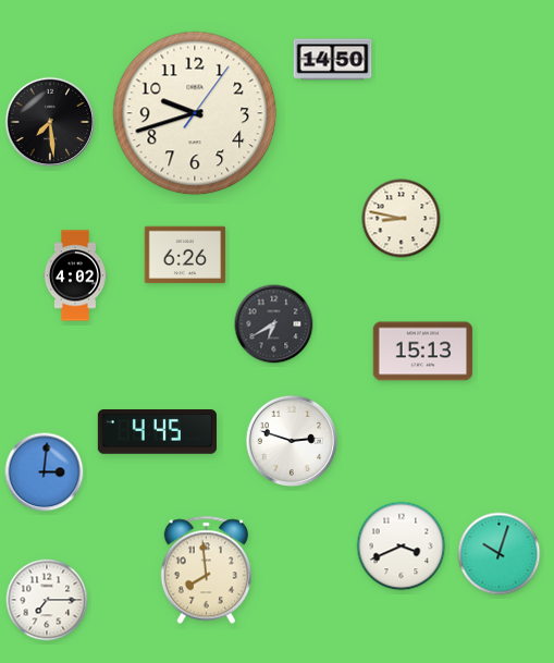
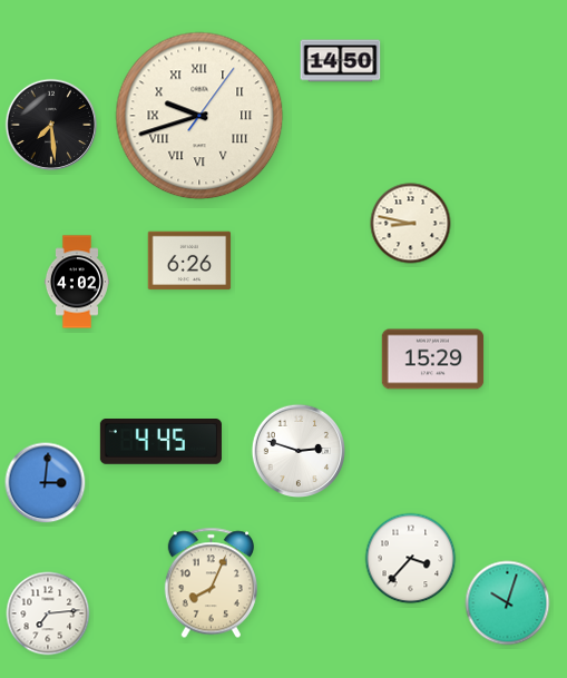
clock at (195, 113) numerals: Arabic -> Roman
clock at (274, 324): 6:40 -> none
clock at (423, 352): 15:13 -> 15:29
clock at (402, 547): 3:41 -> 3:37
clock at (500, 554) position: (500, 554) -> (508, 603)
clock at (206, 570): 7:59 -> 8:04
clock at (47, 600): 7:15 -> 7:14
